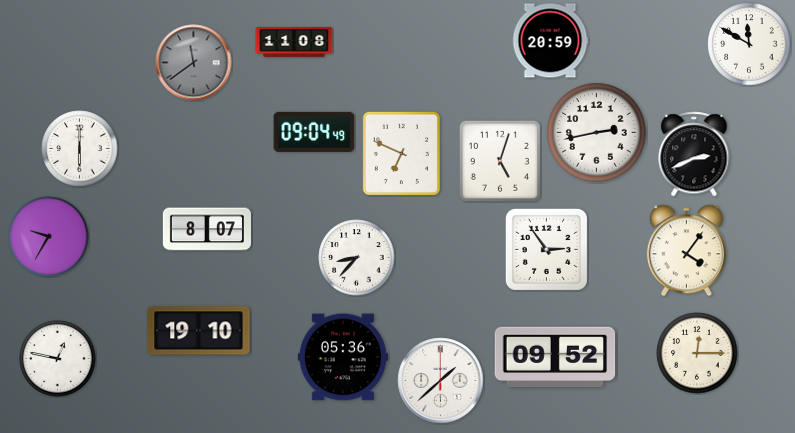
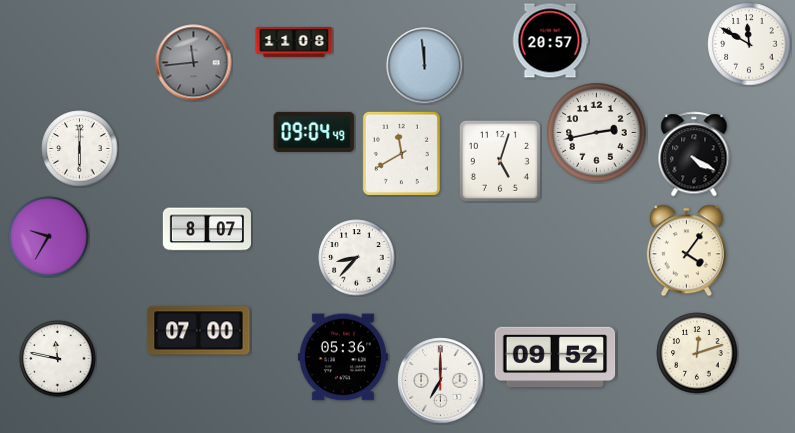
clock at (550, 41): 20:59 -> 20:57
clock at (194, 63): 11:39 -> 11:44
clock at (425, 66): none -> 11:59
clock at (401, 153): 6:49 -> 11:40
clock at (694, 154): 2:41 -> 4:20
clock at (546, 249): 2:54 -> none
clock at (199, 331): 19:10 -> 07:00
clock at (697, 353): 12:15 -> 12:12
clock at (58, 359): 12:47 -> 11:47
clock at (441, 381): 1:38 -> 7:00
